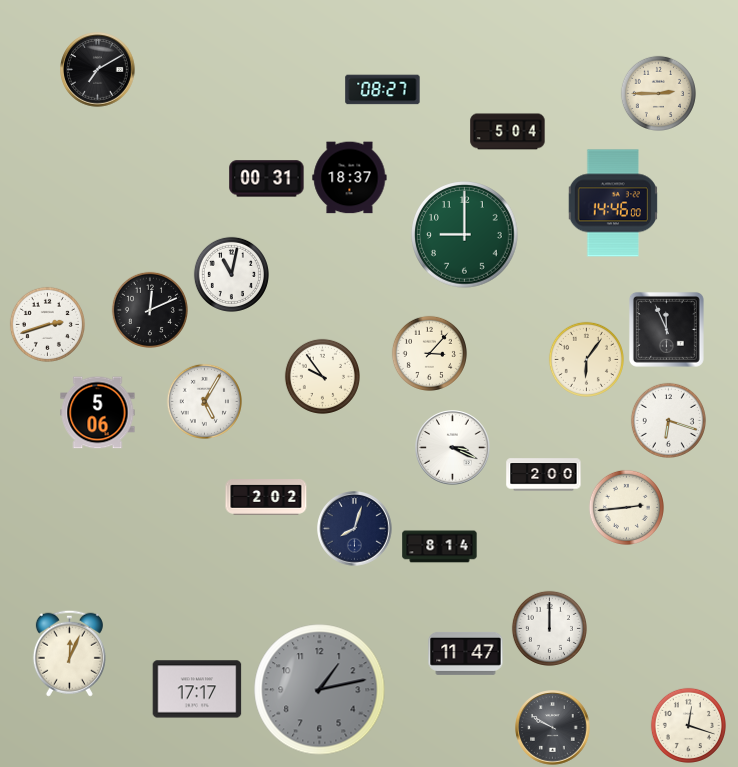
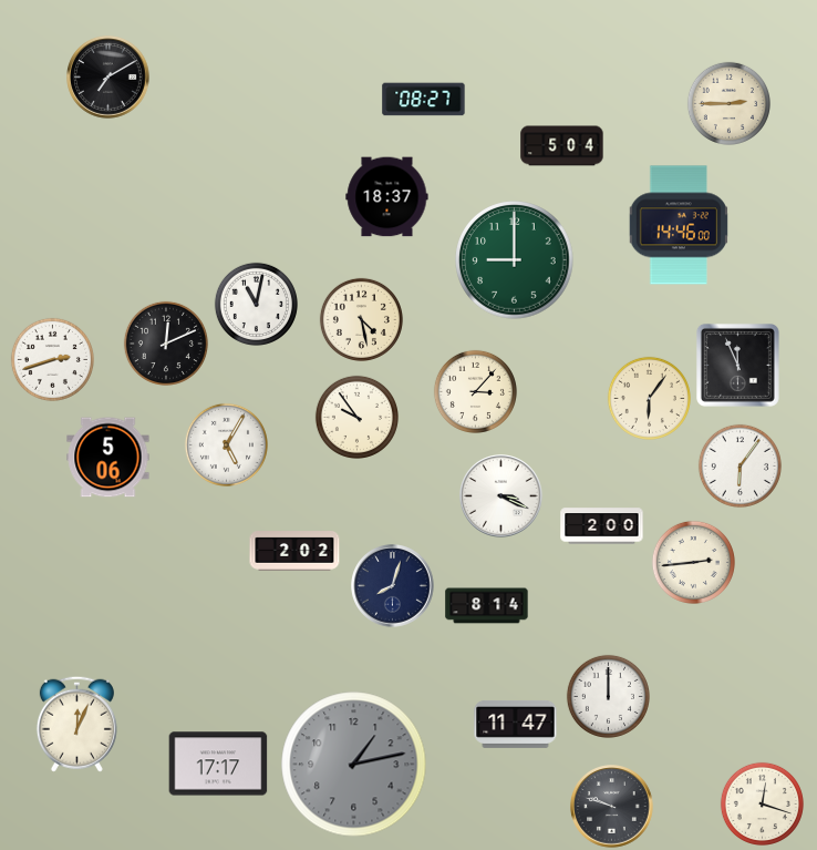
clock at (267, 179): 00:31 -> none
clock at (361, 319): none -> 4:28
clock at (668, 420): 6:18 -> 6:06
clock at (553, 728): 9:50 -> 9:48
